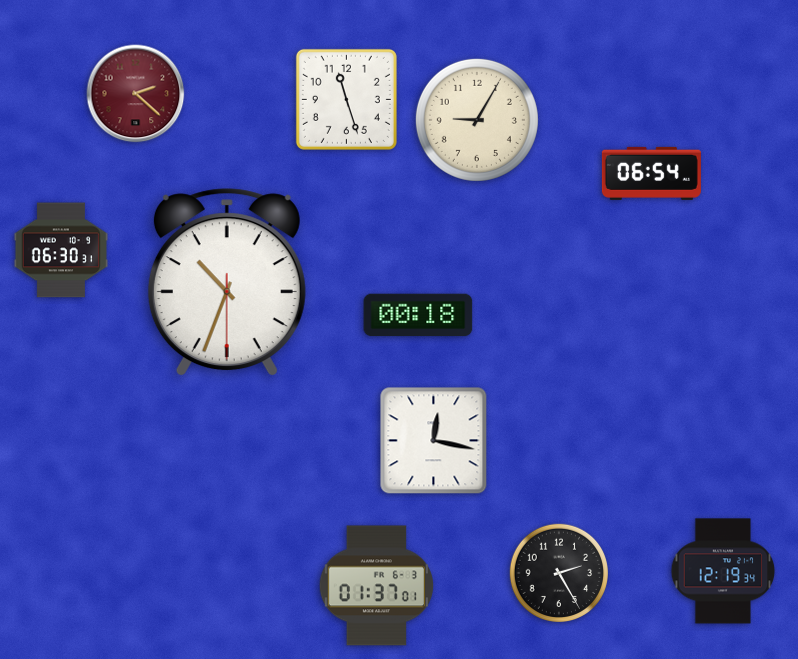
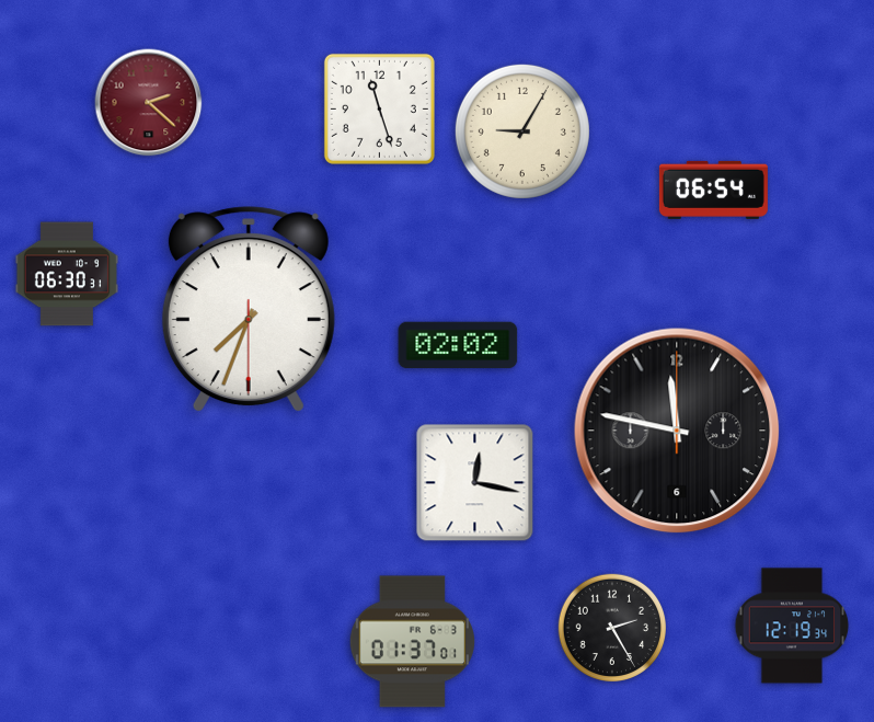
clock at (227, 283): 10:33 -> 7:33
clock at (418, 315): 00:18 -> 02:02
clock at (677, 431): none -> 11:47
